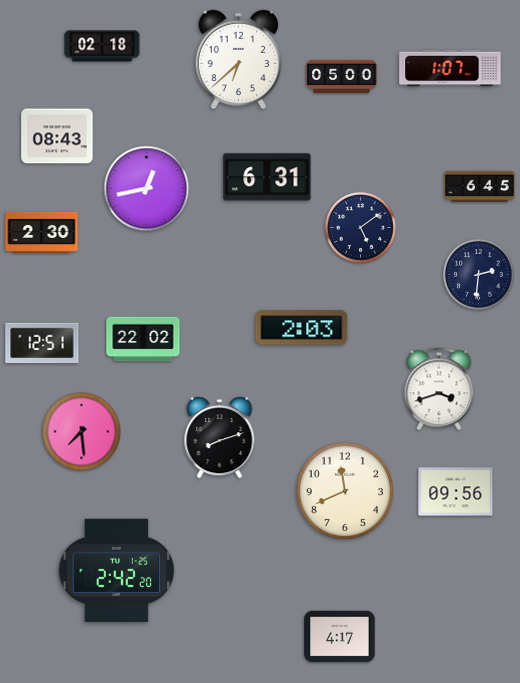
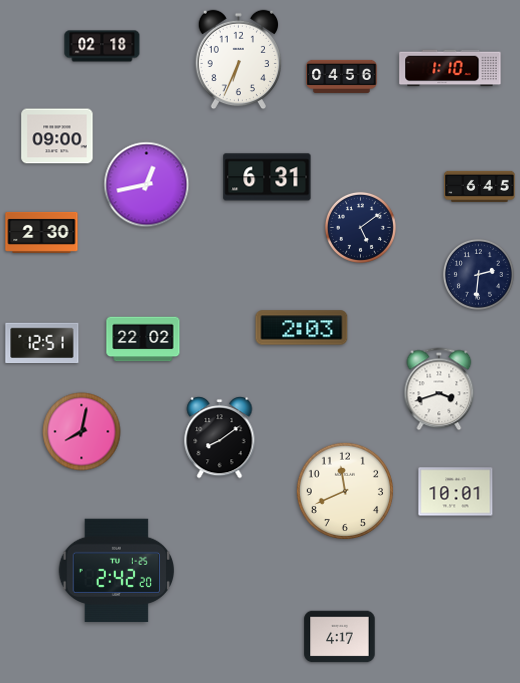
clock at (239, 60): 6:38 -> 6:34
clock at (450, 68): 1:07 -> 1:10
clock at (342, 76): 05:00 -> 04:56
clock at (57, 136): 08:43 -> 09:00
clock at (147, 189) position: (147, 189) -> (147, 185)
clock at (82, 432): 7:29 -> 8:02
clock at (220, 438): 8:12 -> 8:09
clock at (456, 492): 09:56 -> 10:01
